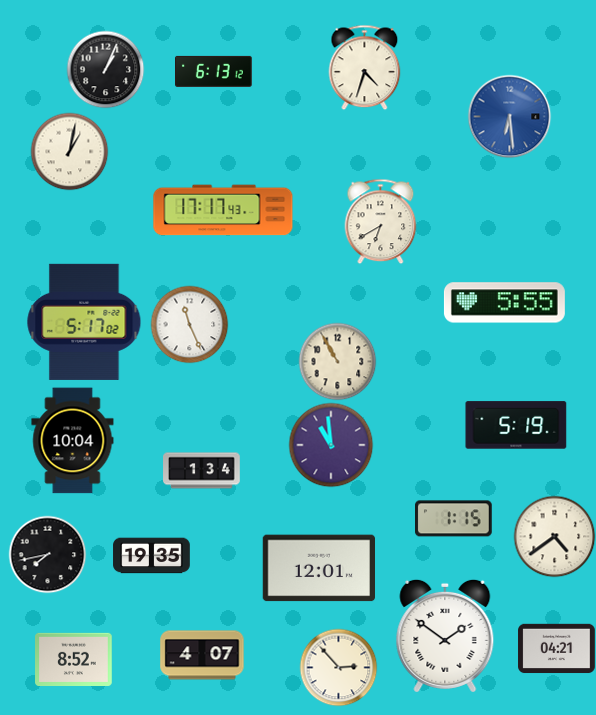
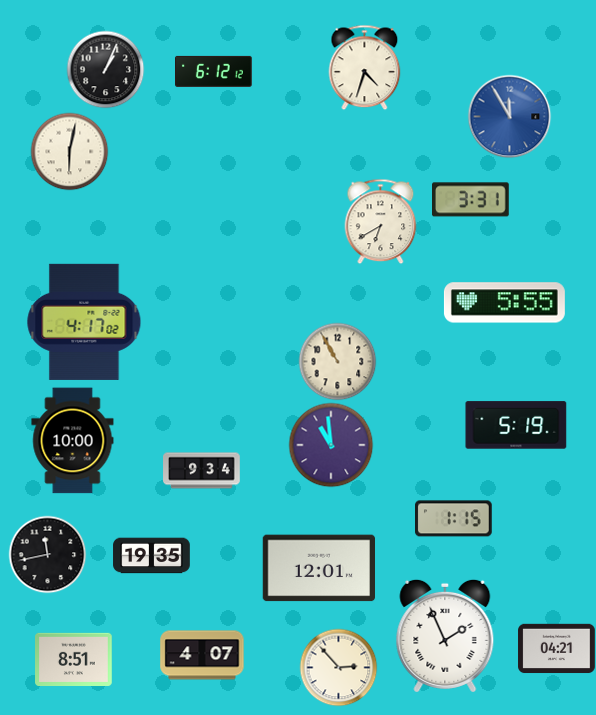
clock at (214, 71): 6:13 -> 6:12
clock at (509, 116): 6:29 -> 11:55
clock at (69, 151): 1:02 -> 6:02
clock at (471, 200): none -> 3:31
clock at (223, 210): 17:17 -> none
clock at (84, 322): 5:17 -> 4:17
clock at (189, 324): 11:26 -> none
clock at (73, 441): 10:04 -> 10:00
clock at (202, 471): 1:34 -> 9:34
clock at (554, 536): 4:39 -> none
clock at (47, 554): 7:43 -> 11:43
clock at (445, 636): 1:51 -> 1:56
clock at (74, 659): 8:52 -> 8:51
